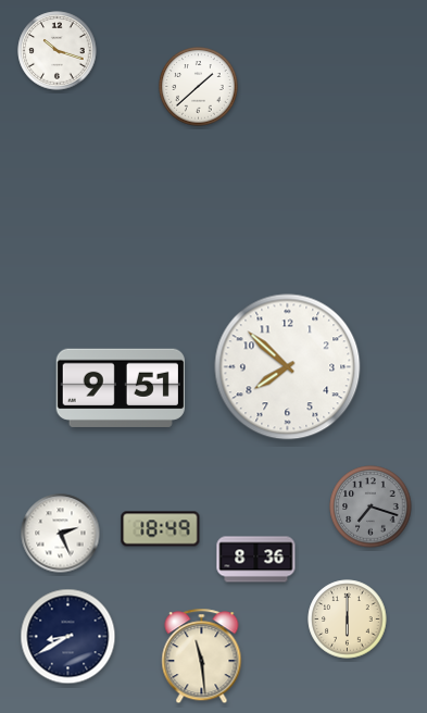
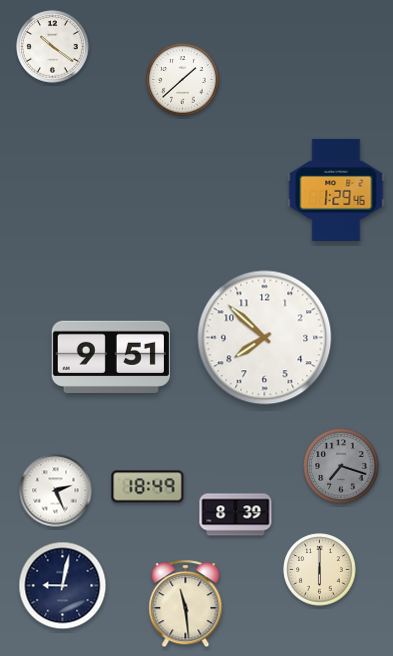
clock at (58, 51): 10:18 -> 10:21
clock at (336, 190): none -> 1:29
clock at (256, 560): 8:36 -> 8:39
clock at (68, 637): 8:40 -> 9:02
